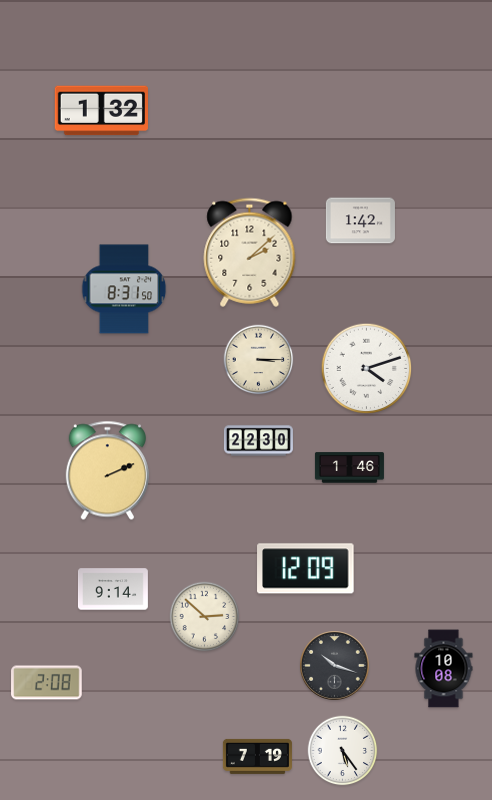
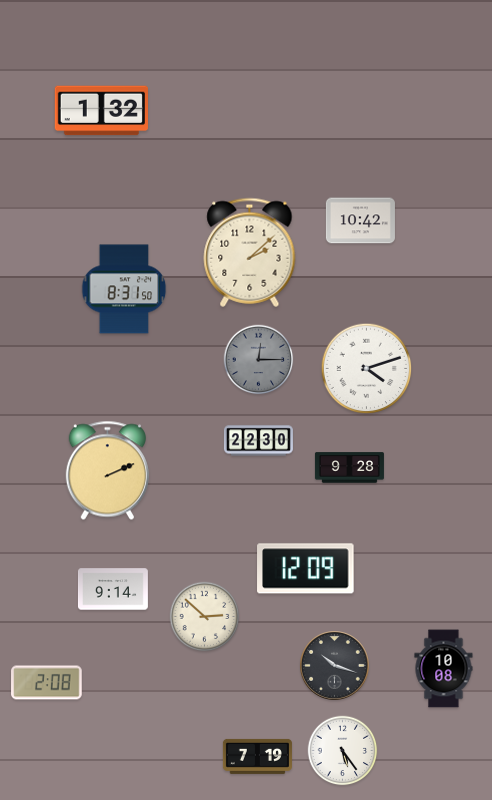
clock at (360, 221): 1:42 -> 10:42
clock at (259, 360): 3:15 -> 12:15
clock at (259, 360) dial: cream -> grey
clock at (349, 468): 1:46 -> 9:28
